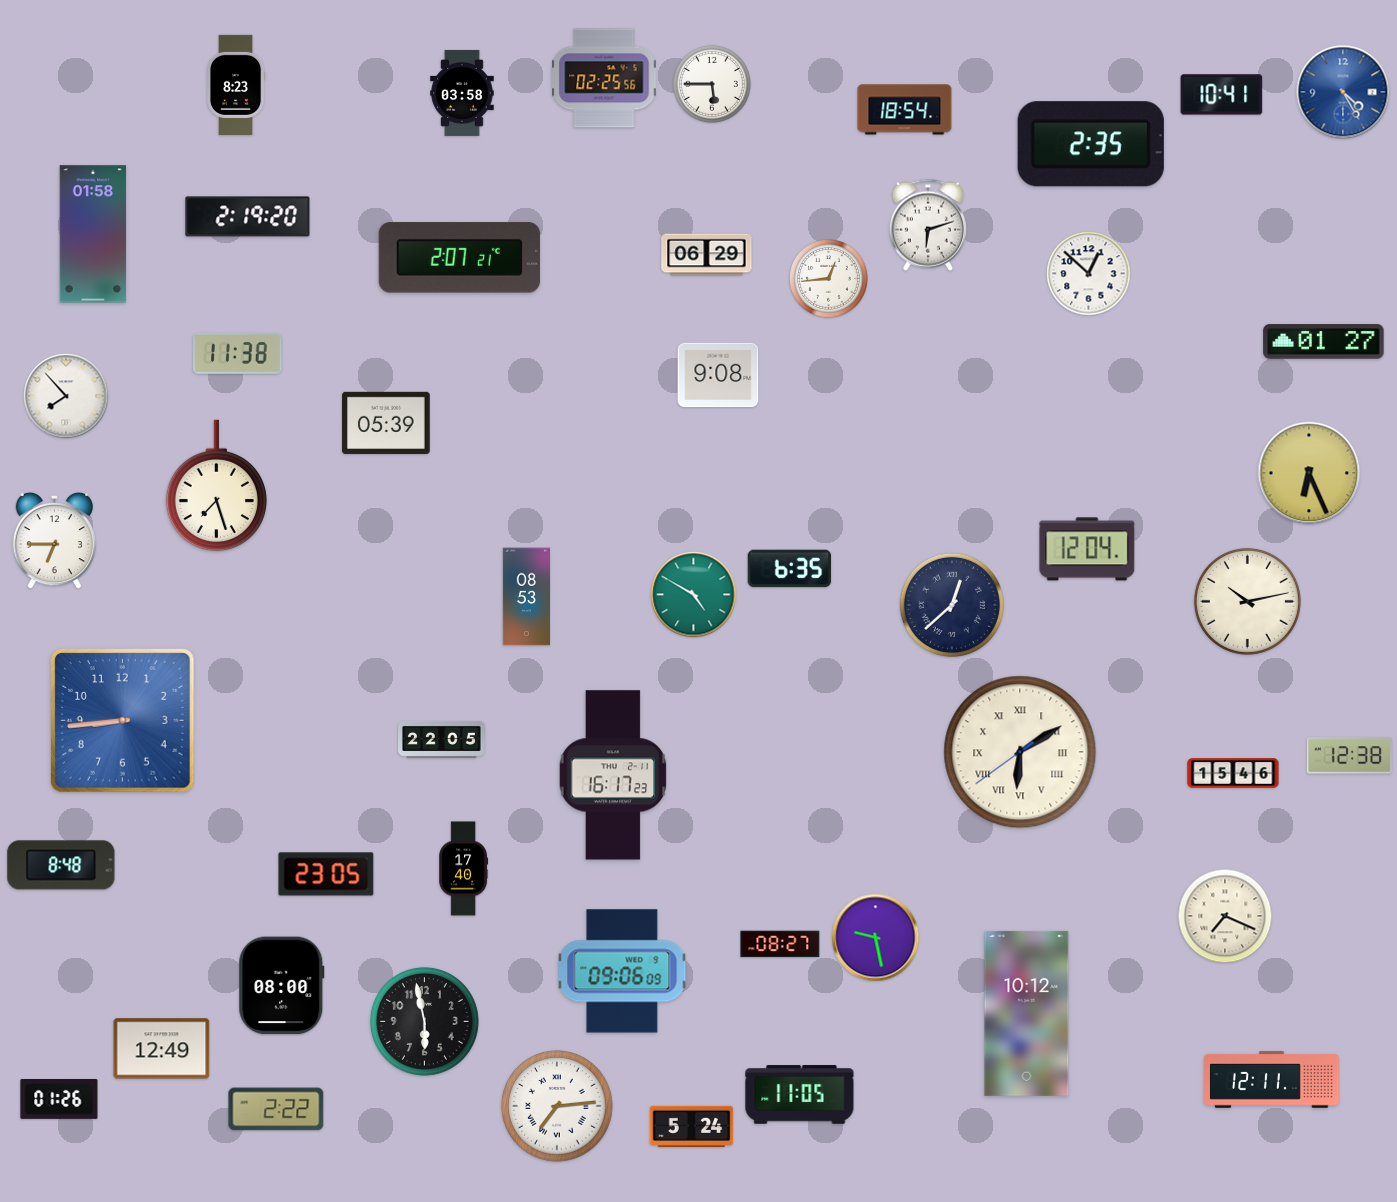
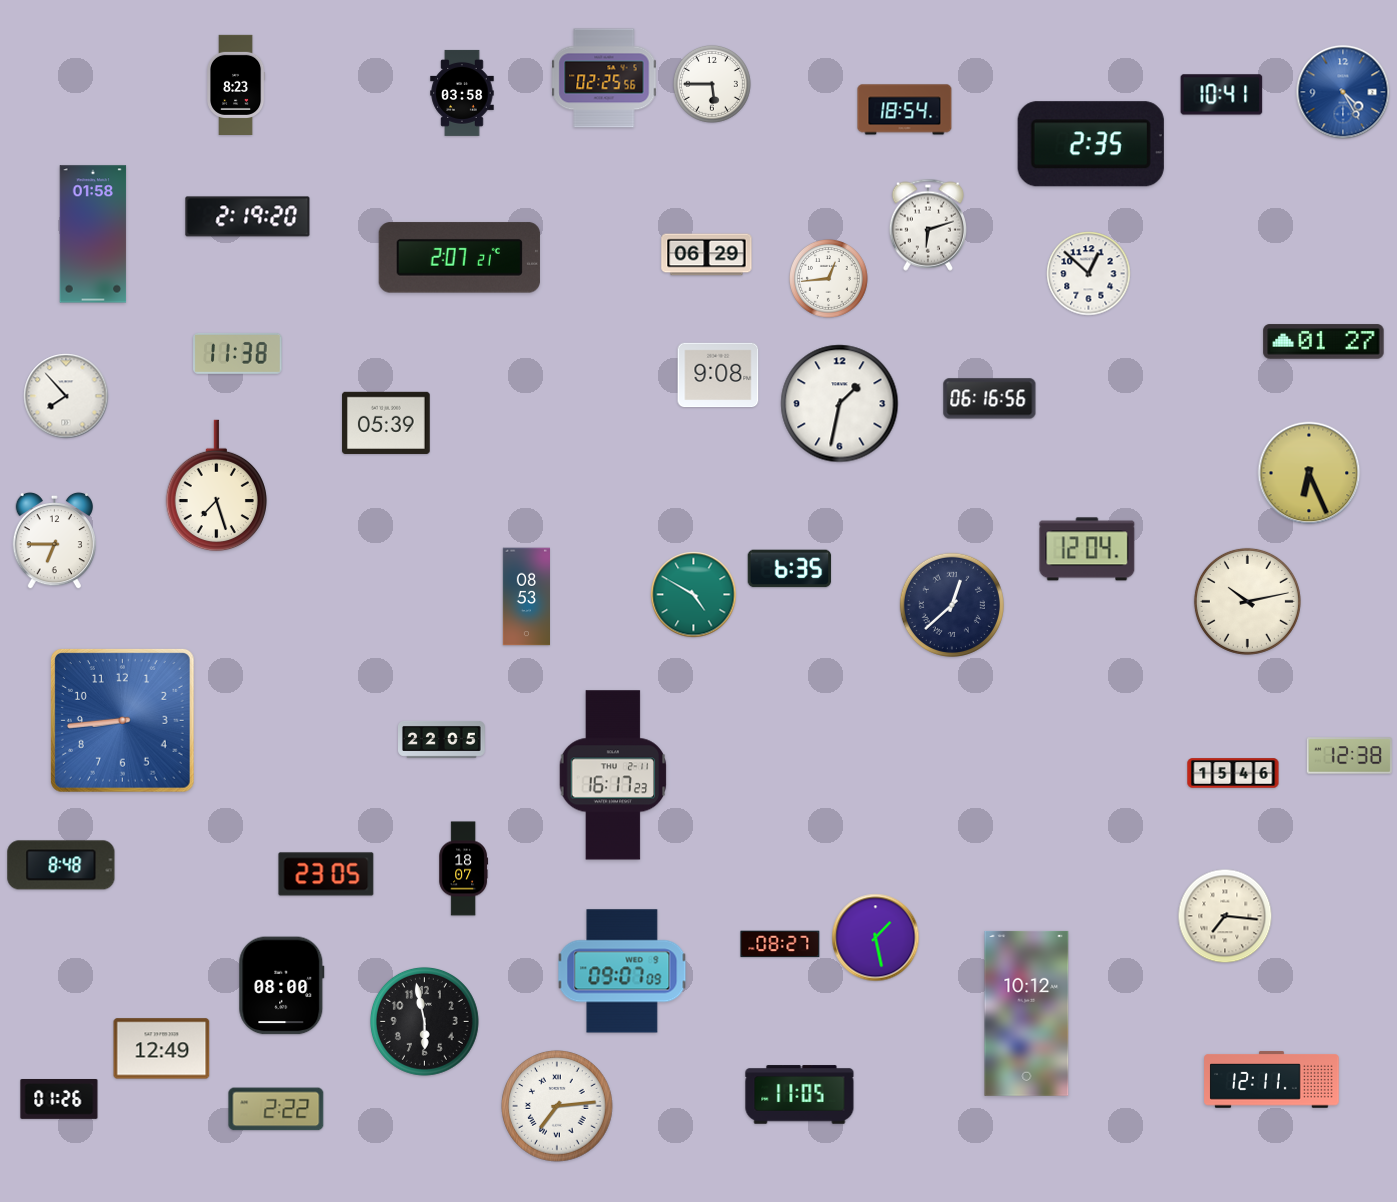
clock at (990, 399): none -> 06:16
clock at (840, 404): none -> 1:32
clock at (1020, 752): 6:09 -> none
clock at (464, 869): 17:40 -> 18:07
clock at (1225, 916): 7:19 -> 7:16
clock at (876, 938): 9:28 -> 1:28
clock at (622, 971): 09:06 -> 09:07
clock at (692, 1126): 5:24 -> none
